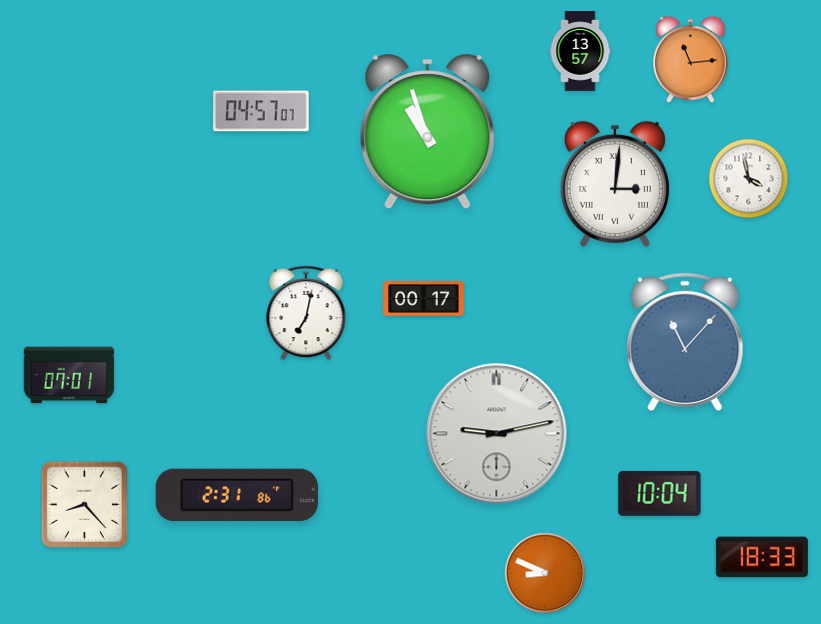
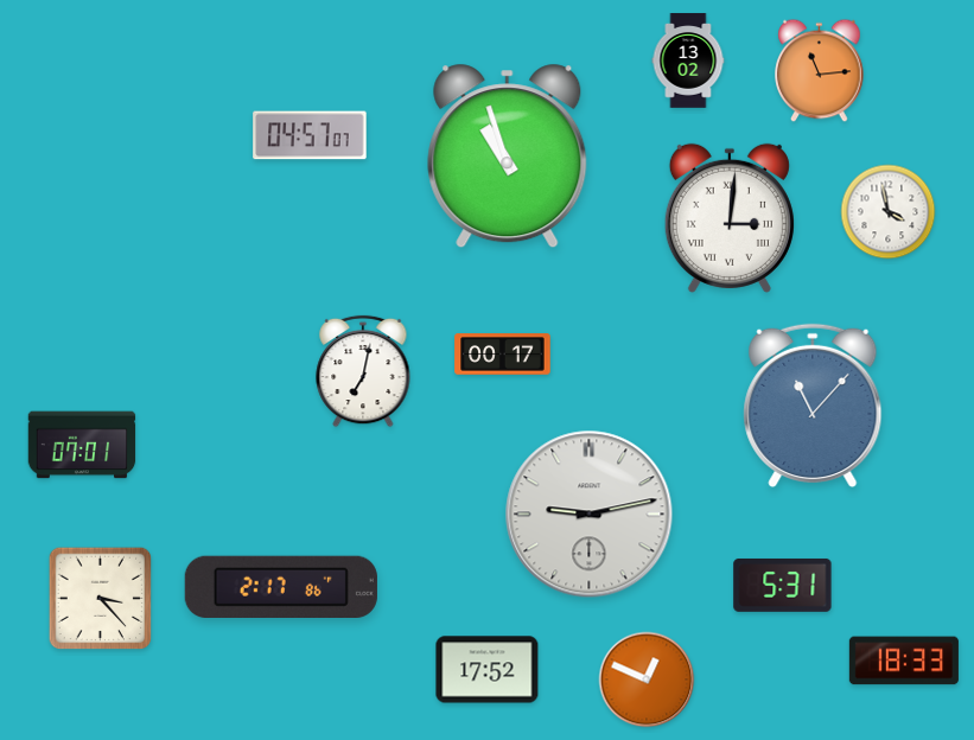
clock at (580, 51): 13:57 -> 13:02
clock at (261, 111) position: (261, 111) -> (310, 135)
clock at (660, 493): 10:04 -> 5:31
clock at (237, 494): 2:31 -> 2:17
clock at (85, 505): 8:23 -> 3:23
clock at (488, 670): none -> 17:52
clock at (545, 573): 8:49 -> 12:49
